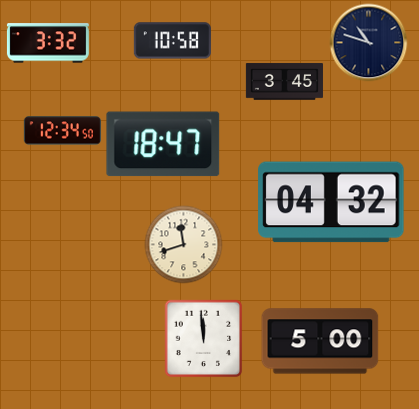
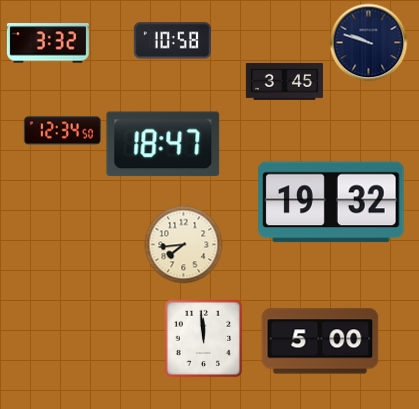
clock at (368, 42): 10:48 -> 9:48
clock at (331, 202): 04:32 -> 19:32
clock at (183, 244): 11:42 -> 7:44
